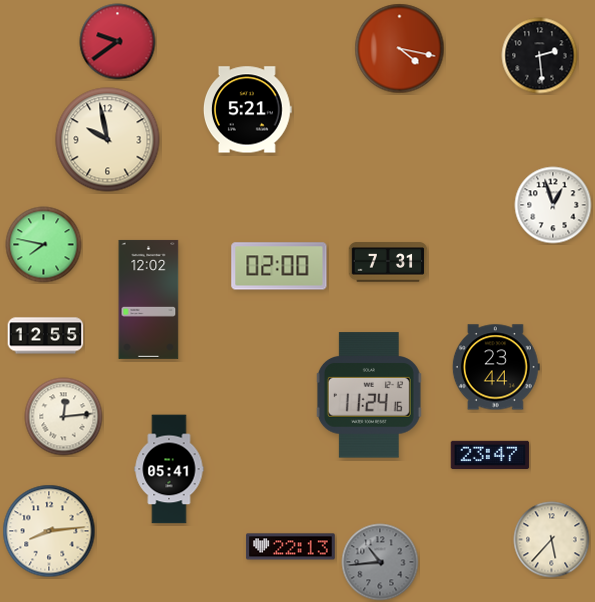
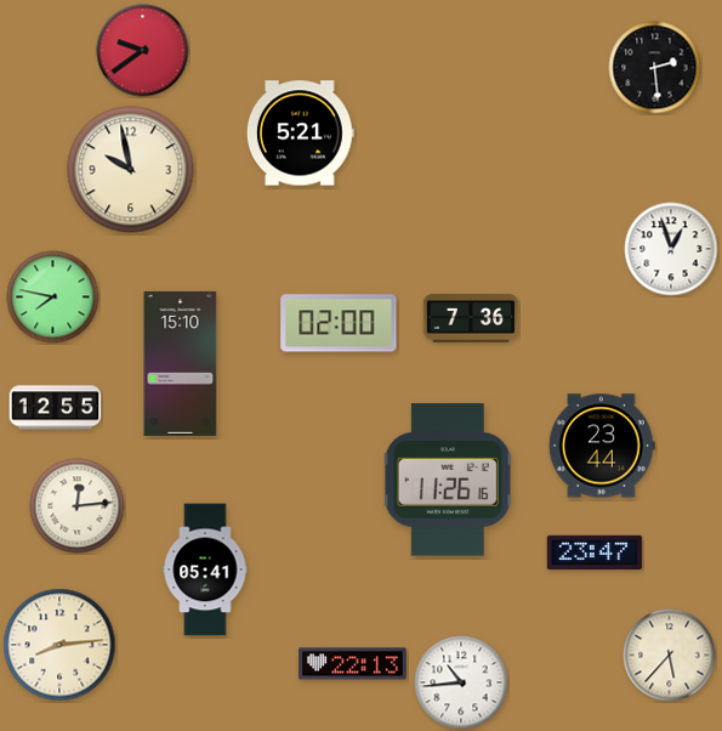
clock at (400, 49): 4:17 -> none
clock at (388, 262): 7:31 -> 7:36
clock at (149, 299): 12:02 -> 15:10
clock at (369, 395): 11:24 -> 11:26
clock at (380, 562) dial: grey -> white
